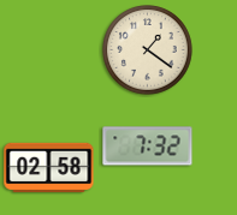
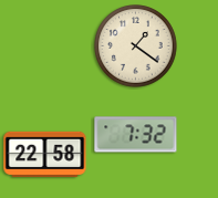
clock at (49, 167): 02:58 -> 22:58
